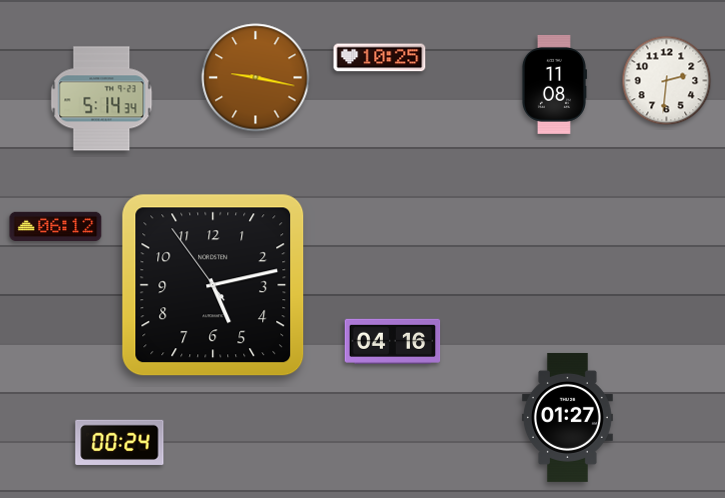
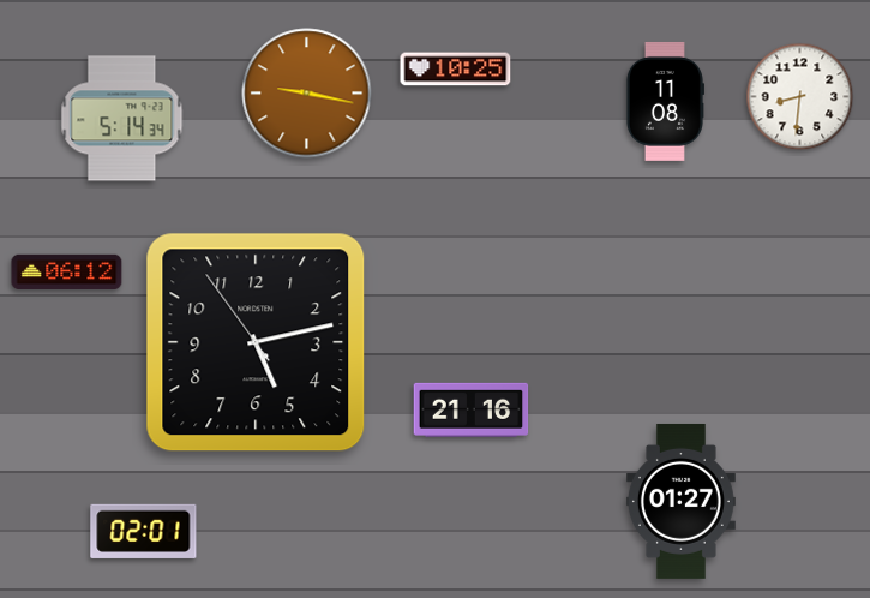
clock at (667, 81): 2:31 -> 8:31
clock at (393, 341): 04:16 -> 21:16
clock at (120, 442): 00:24 -> 02:01
